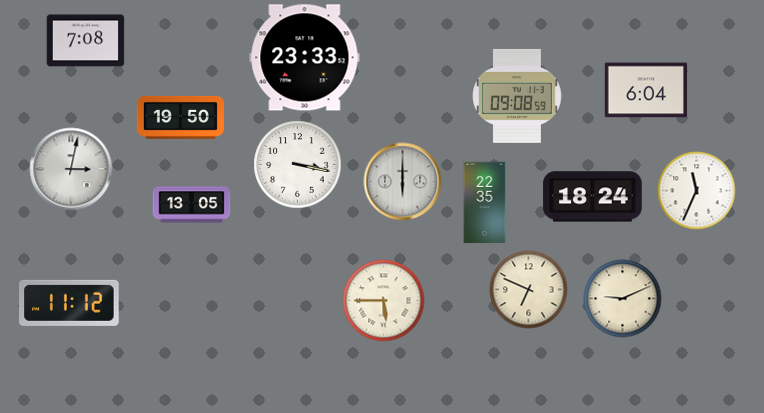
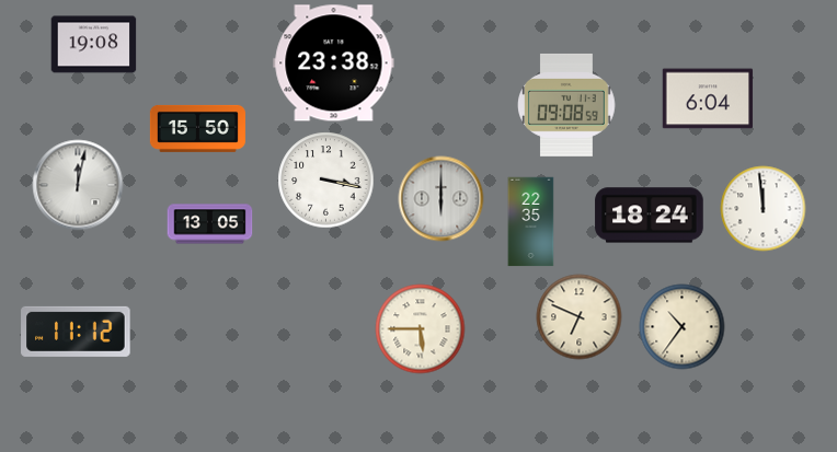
clock at (85, 41): 7:08 -> 19:08
clock at (305, 58): 23:33 -> 23:38
clock at (180, 117): 19:50 -> 15:50
clock at (71, 169): 3:02 -> 12:02
clock at (696, 190): 11:34 -> 11:59
clock at (622, 298): 9:11 -> 10:36
